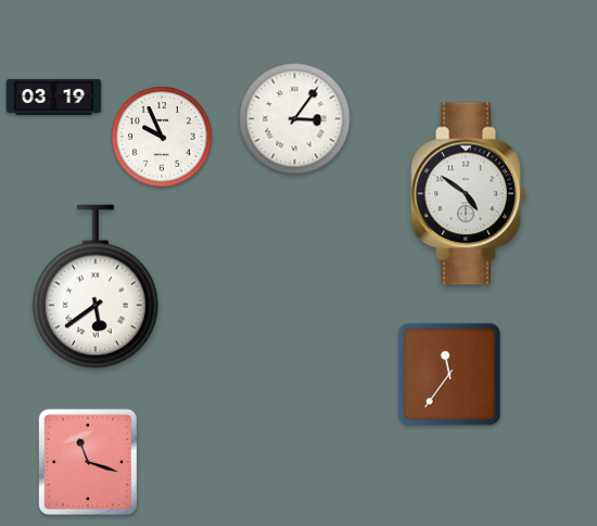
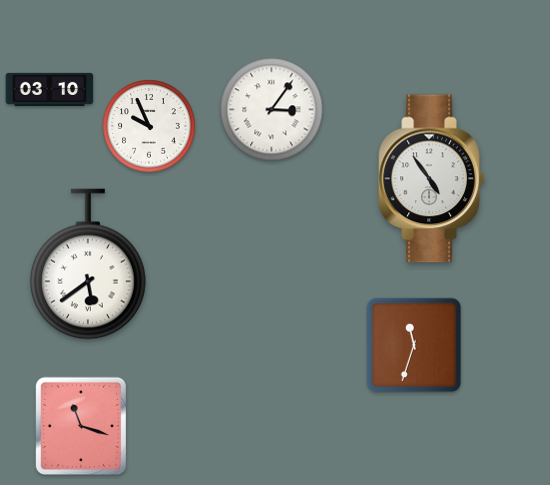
clock at (54, 97): 03:19 -> 03:10
clock at (469, 194): 4:51 -> 4:54
clock at (449, 374): 11:36 -> 11:33
